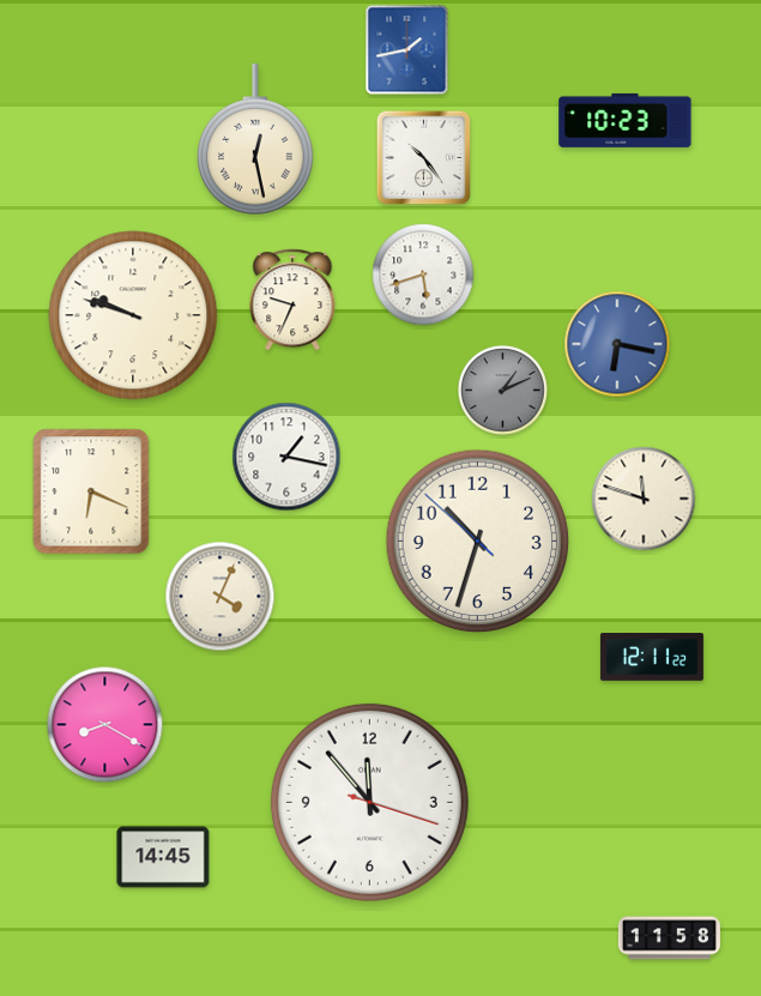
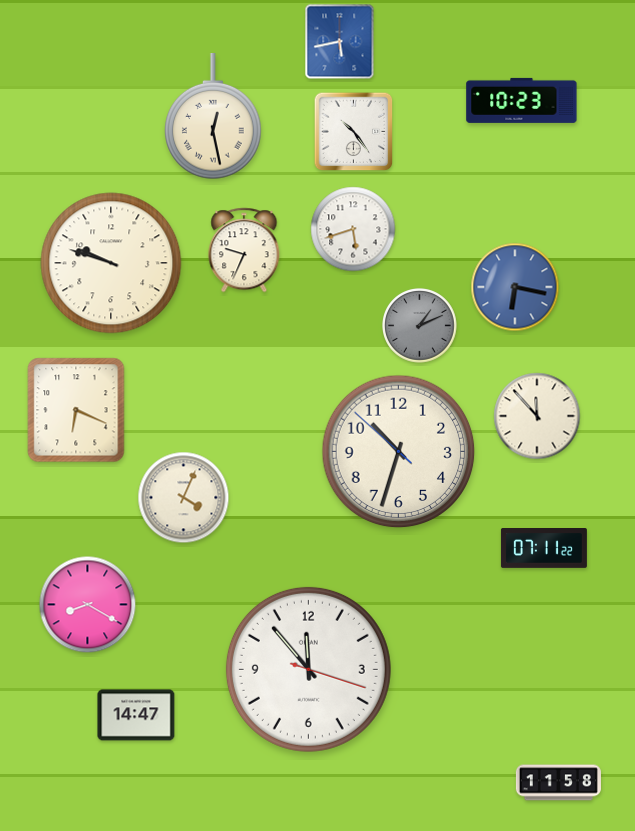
clock at (407, 50): 1:43 -> 5:43
clock at (286, 457): 1:17 -> none
clock at (644, 499): 11:48 -> 11:53
clock at (652, 658): 12:11 -> 07:11
clock at (163, 857): 14:45 -> 14:47
